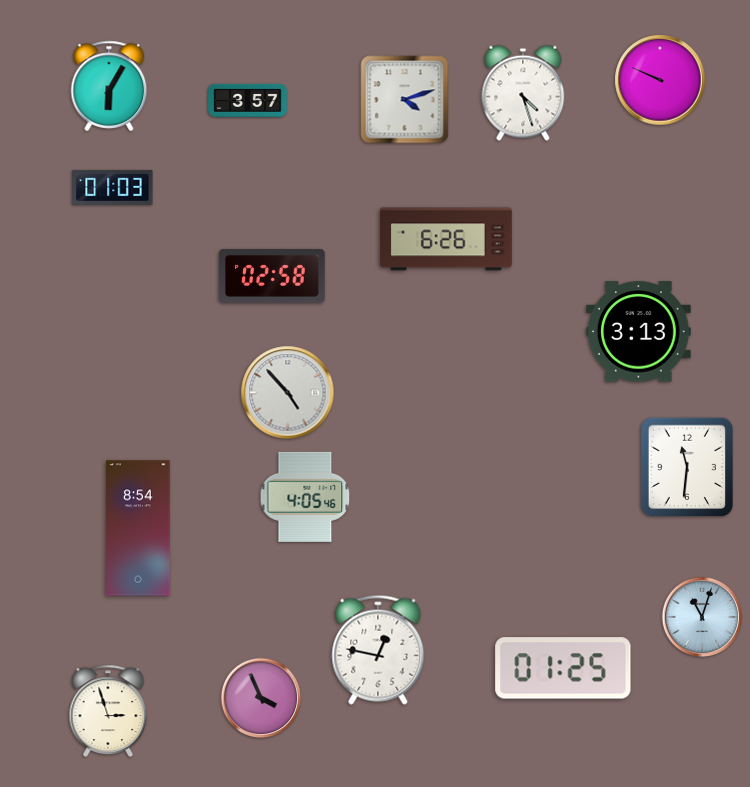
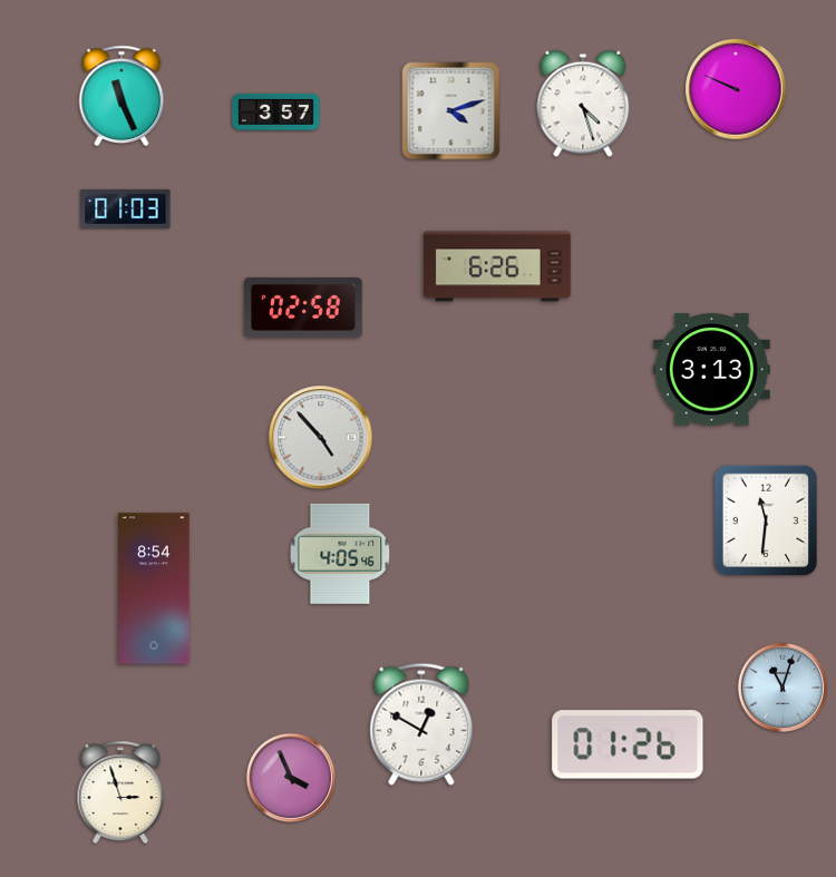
clock at (109, 86): 6:05 -> 11:26
clock at (378, 650): 12:47 -> 12:50
clock at (563, 668): 01:25 -> 01:26
